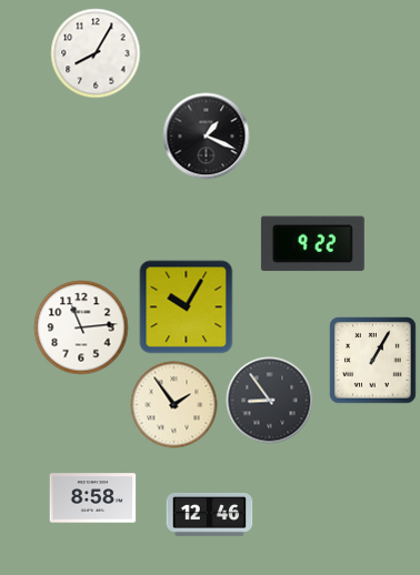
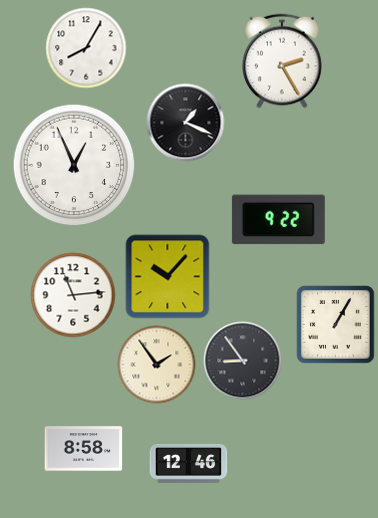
clock at (282, 61): none -> 2:25
clock at (74, 165): none -> 12:56
clock at (312, 244) position: (312, 244) -> (278, 220)
clock at (186, 306): 10:05 -> 10:07
